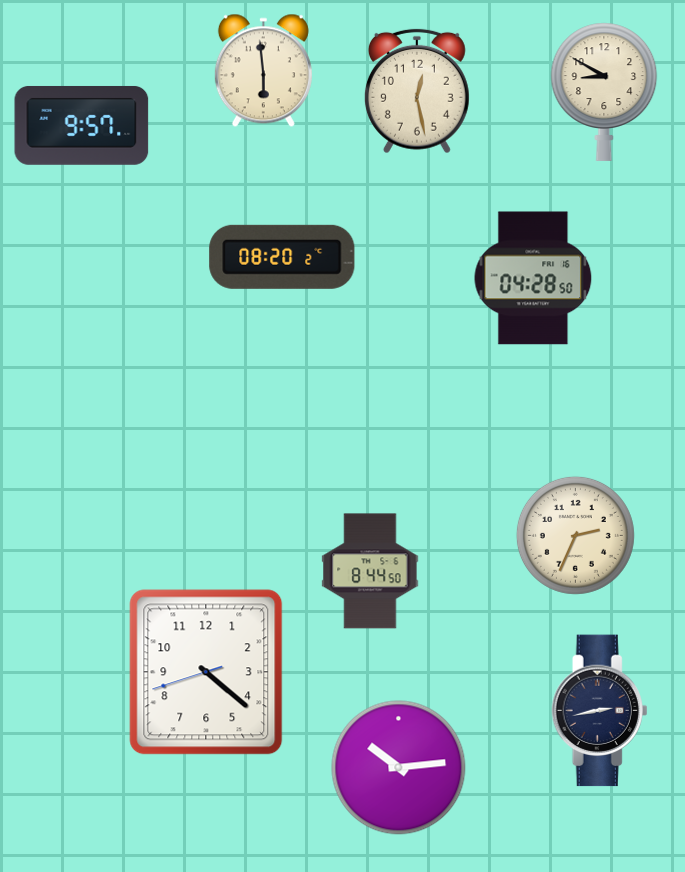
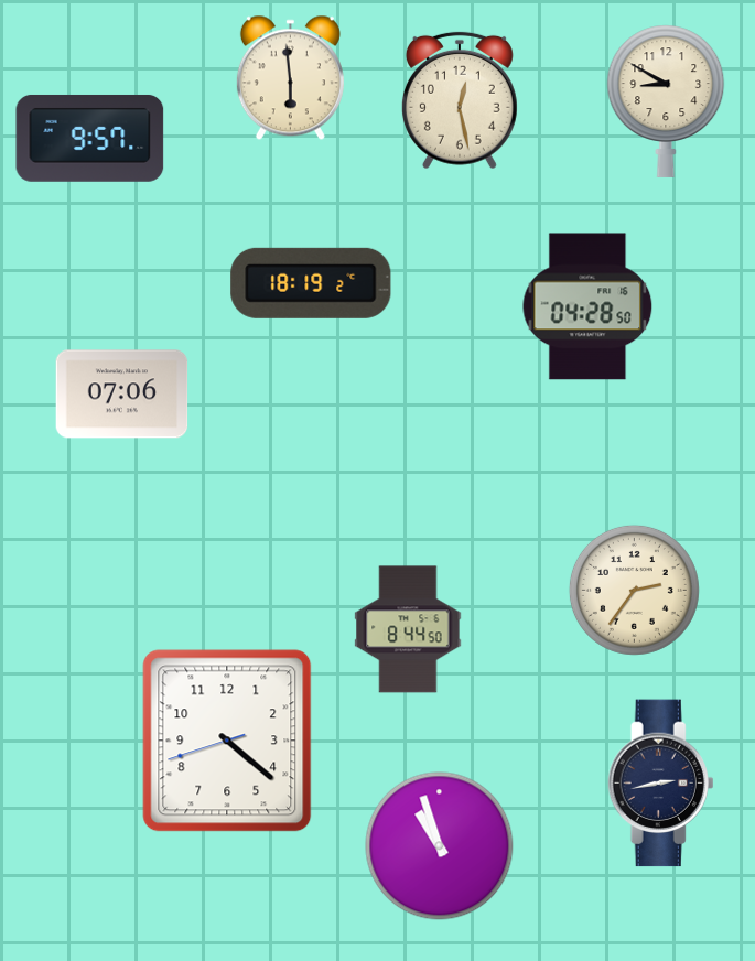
clock at (282, 257): 08:20 -> 18:19
clock at (122, 395): none -> 07:06
clock at (575, 535): 2:34 -> 2:36
clock at (399, 768): 10:14 -> 10:57
